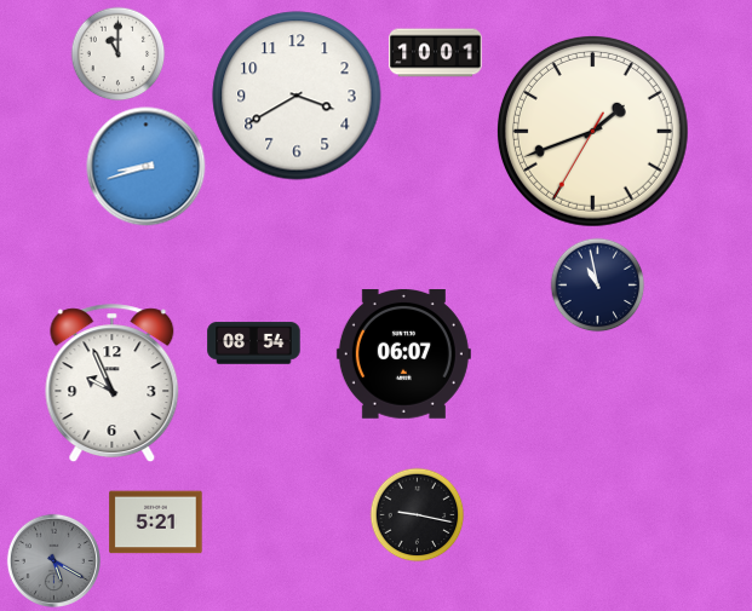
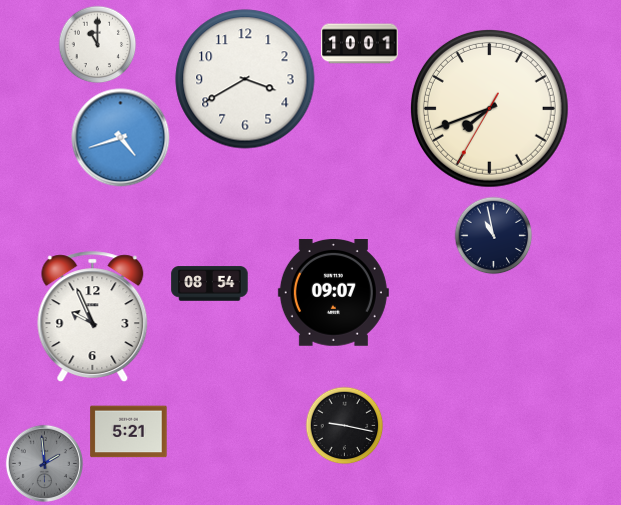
clock at (592, 131): 1:41 -> 7:41
clock at (147, 167): 8:42 -> 4:42
clock at (403, 355): 06:07 -> 09:07
clock at (53, 560): 5:20 -> 1:59
